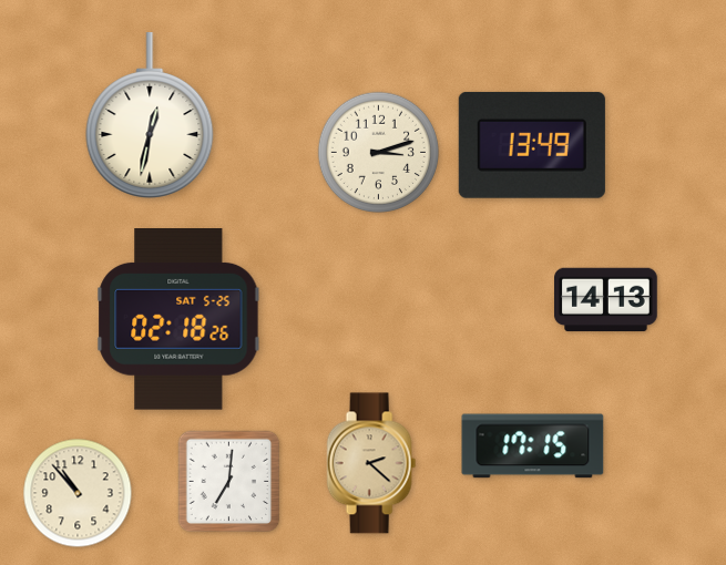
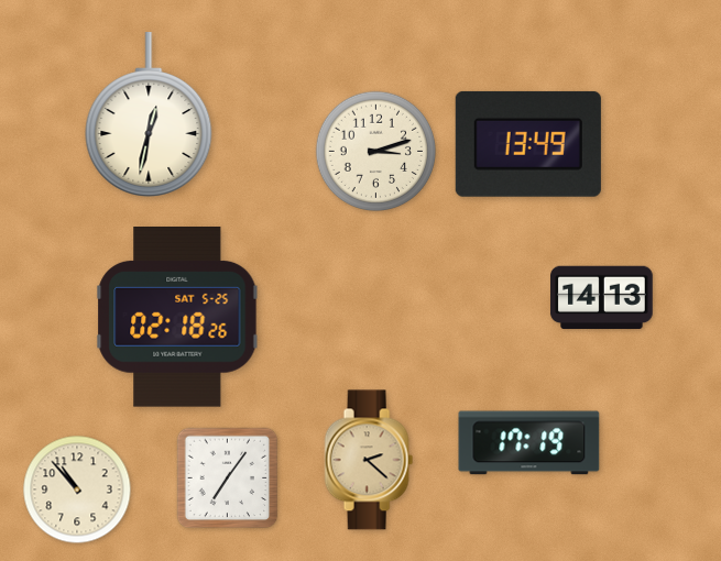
clock at (533, 446): 17:15 -> 17:19
clock at (229, 482): 7:01 -> 7:06
